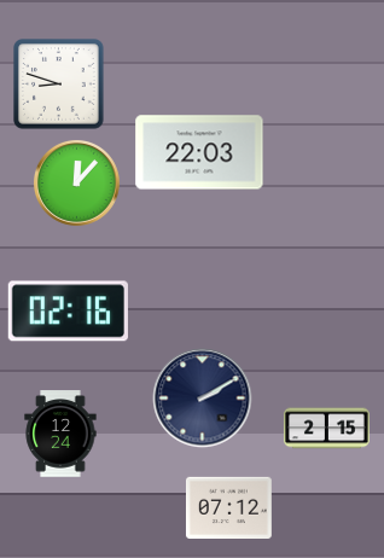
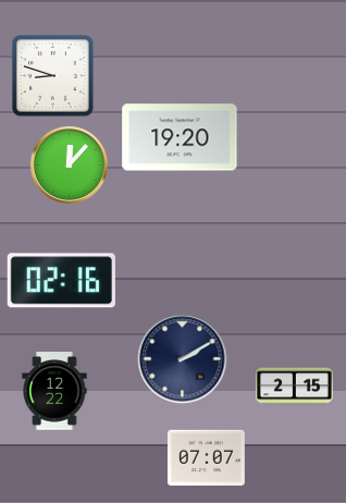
clock at (199, 152): 22:03 -> 19:20
clock at (60, 434): 12:24 -> 12:22
clock at (228, 507): 07:12 -> 07:07
